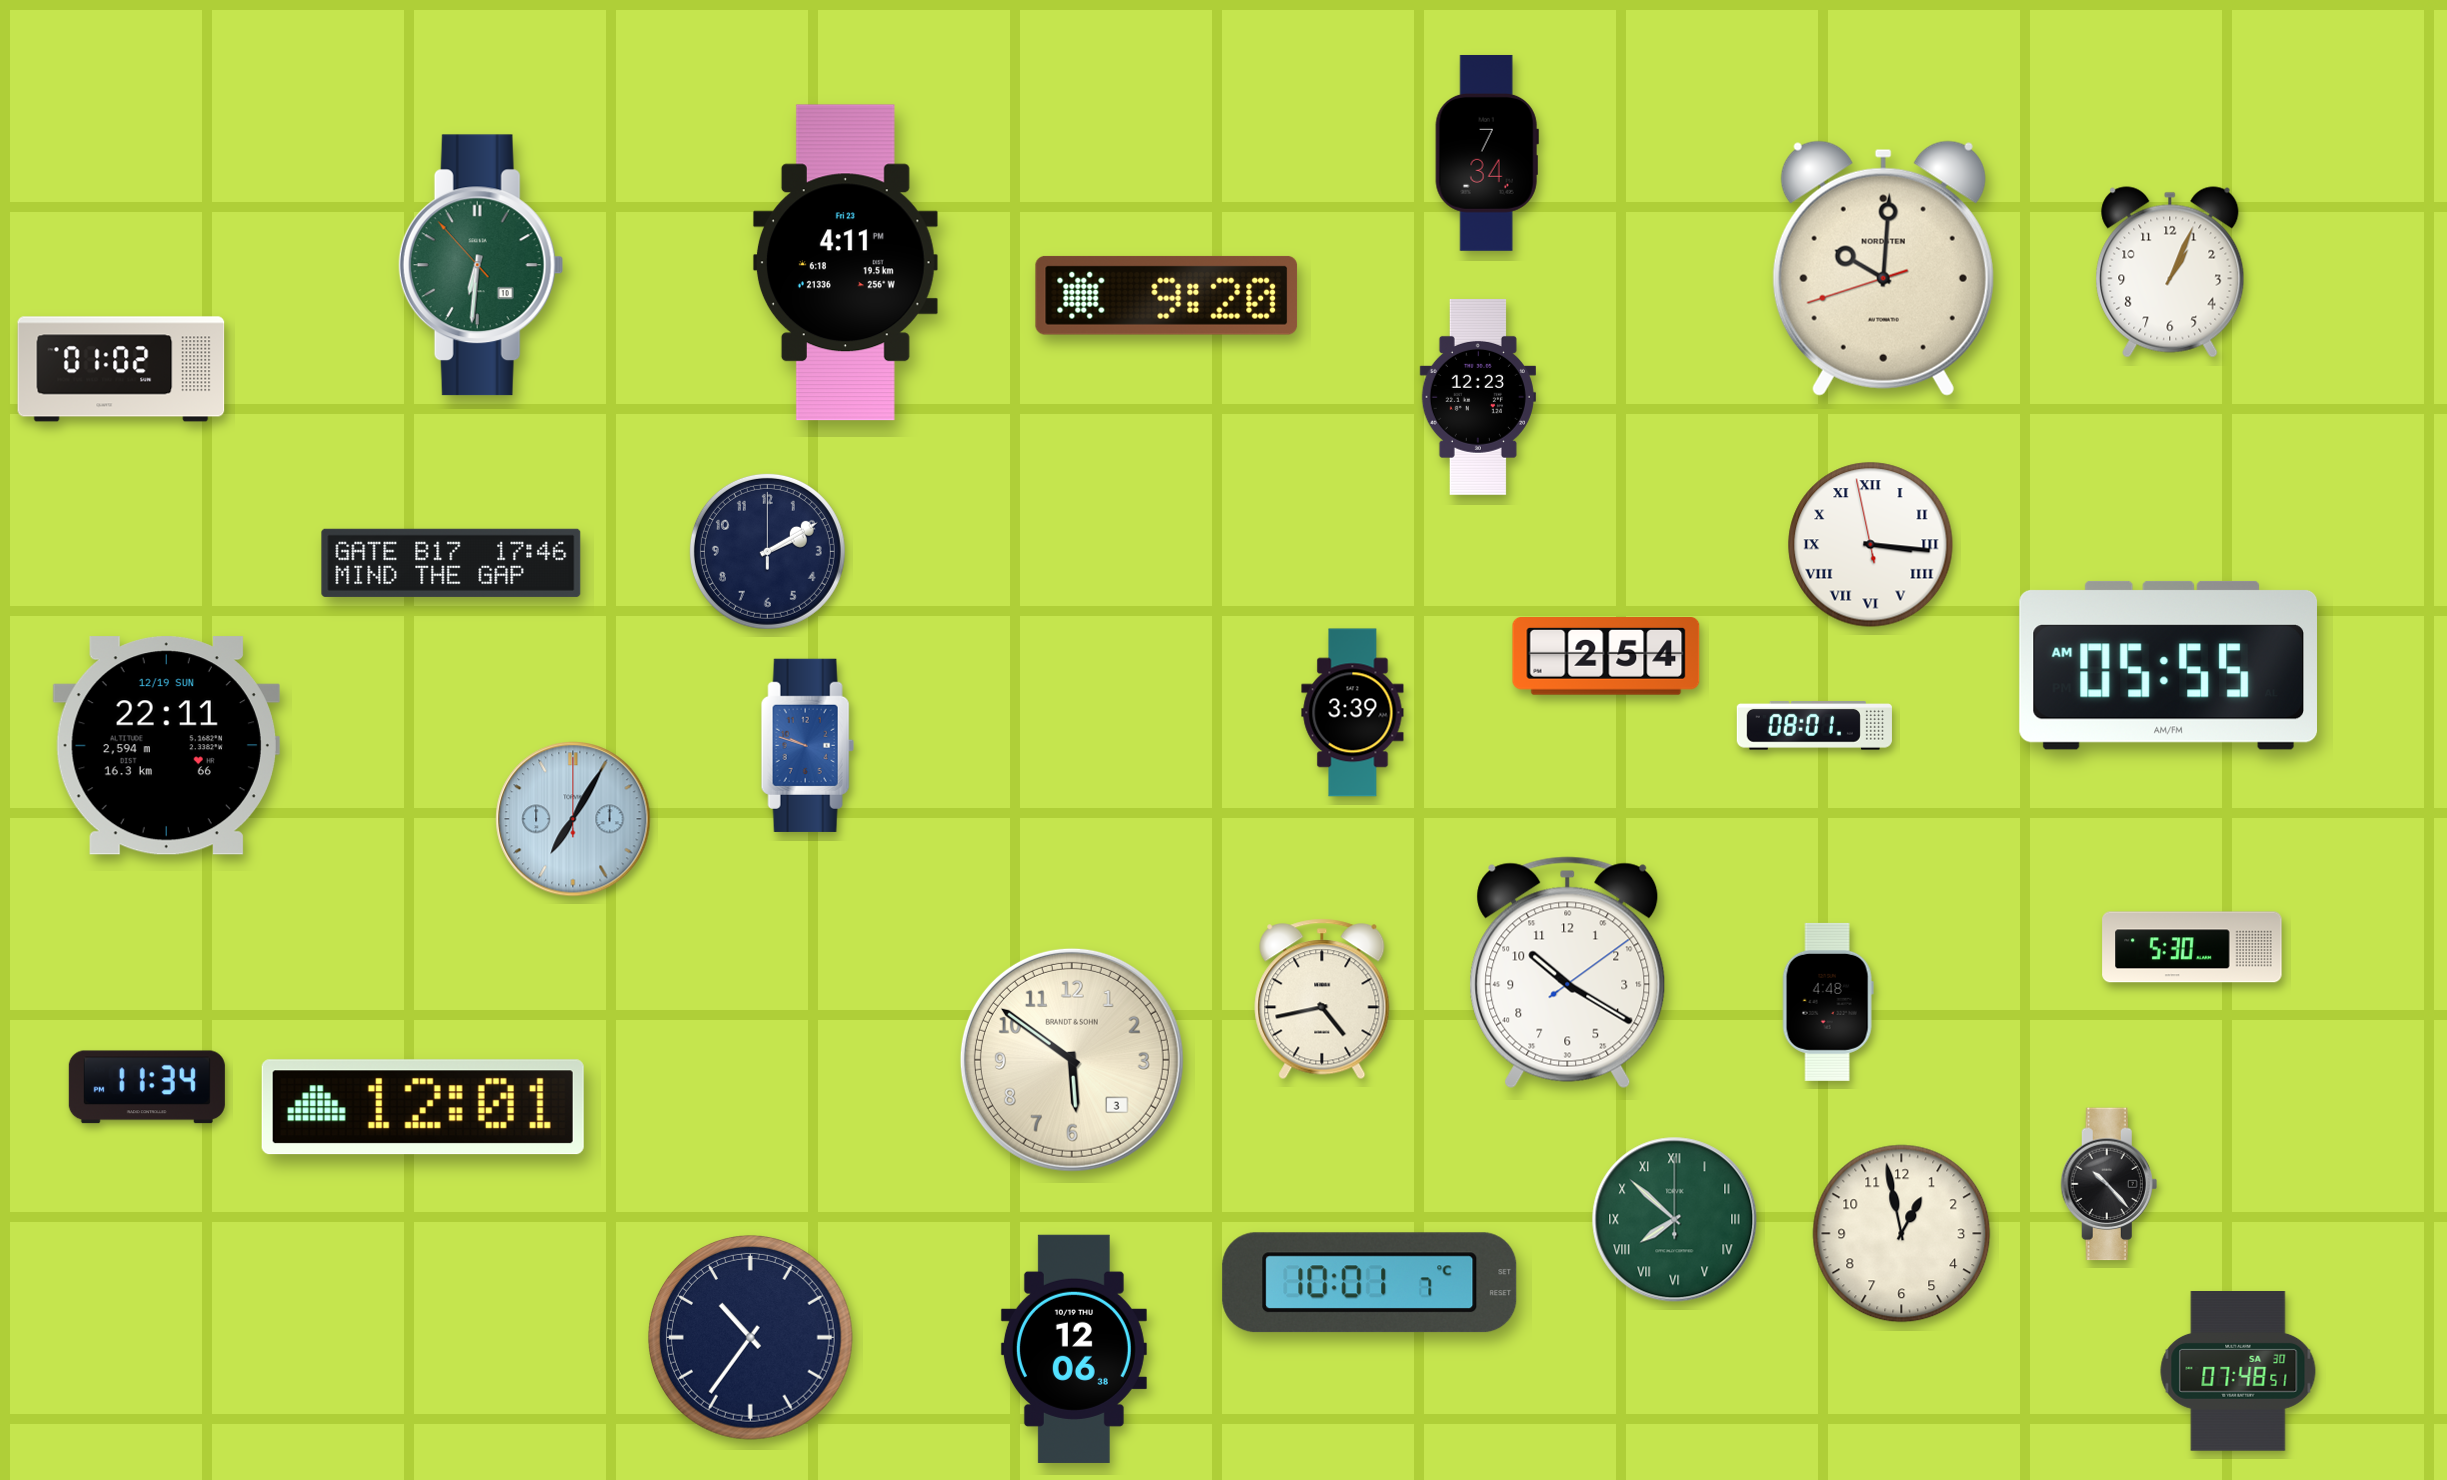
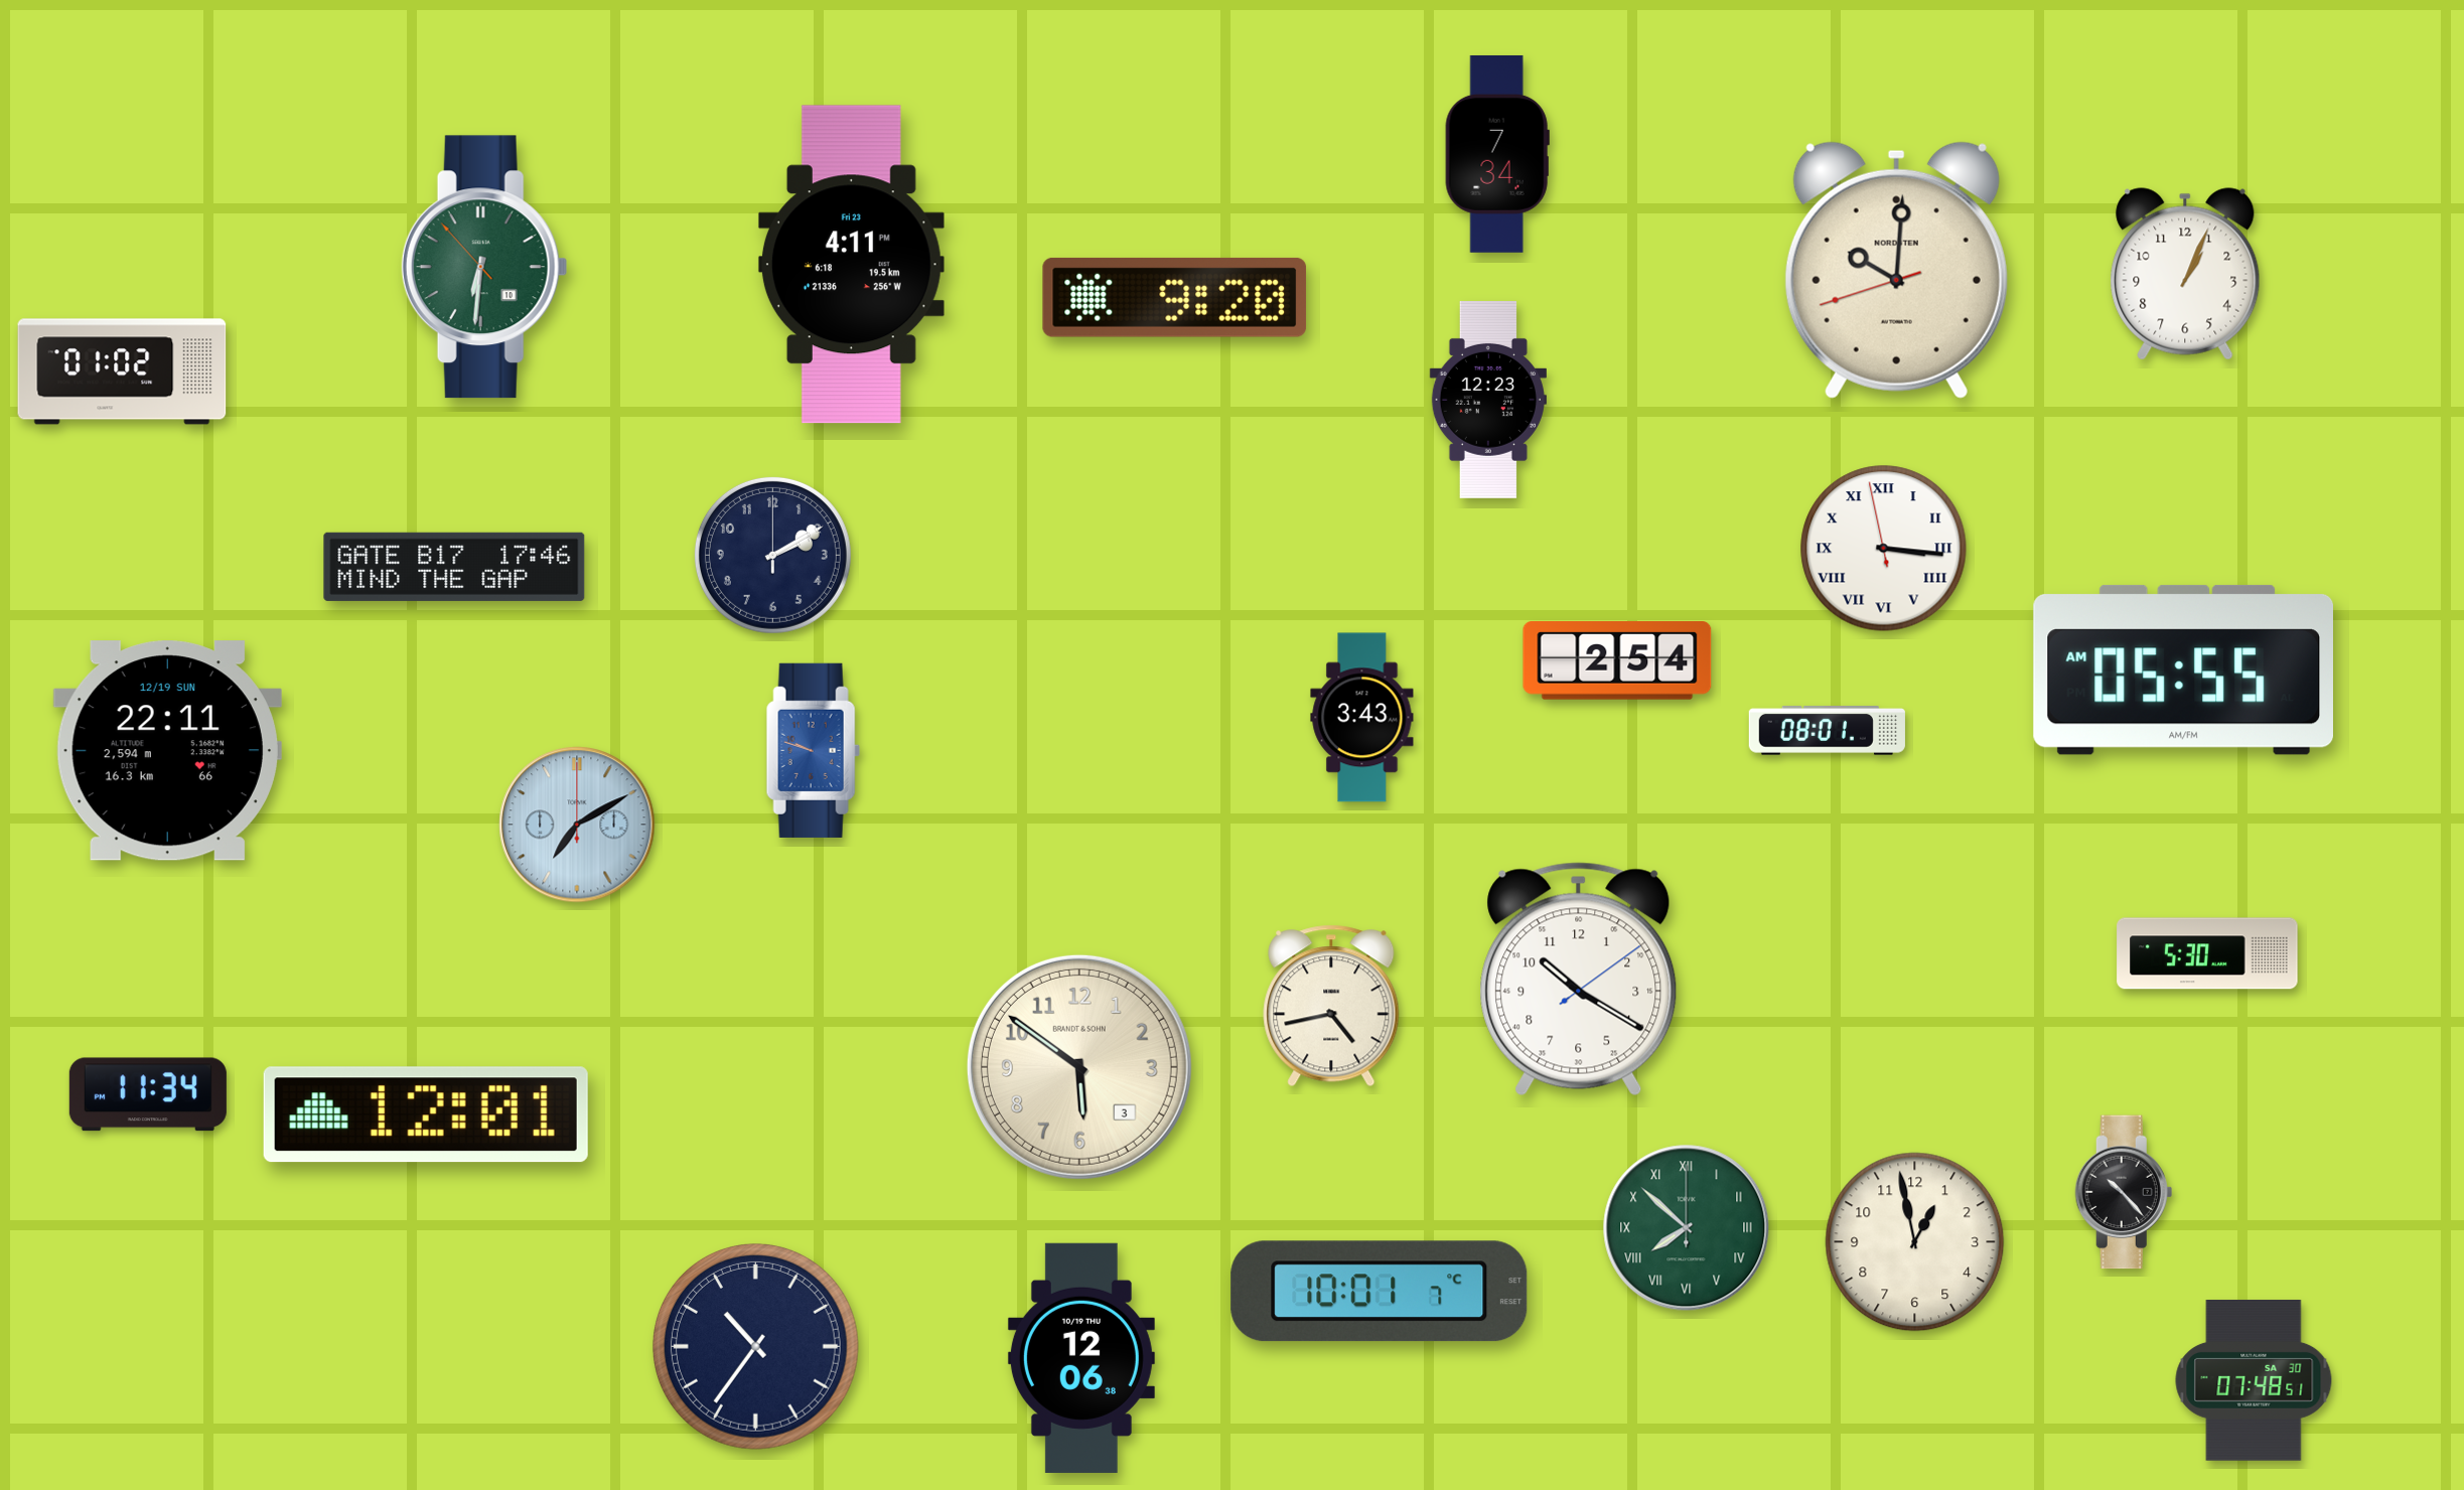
clock at (1353, 713): 3:39 -> 3:43
clock at (573, 819): 7:05 -> 7:10
clock at (1828, 1002): 4:48 -> none
